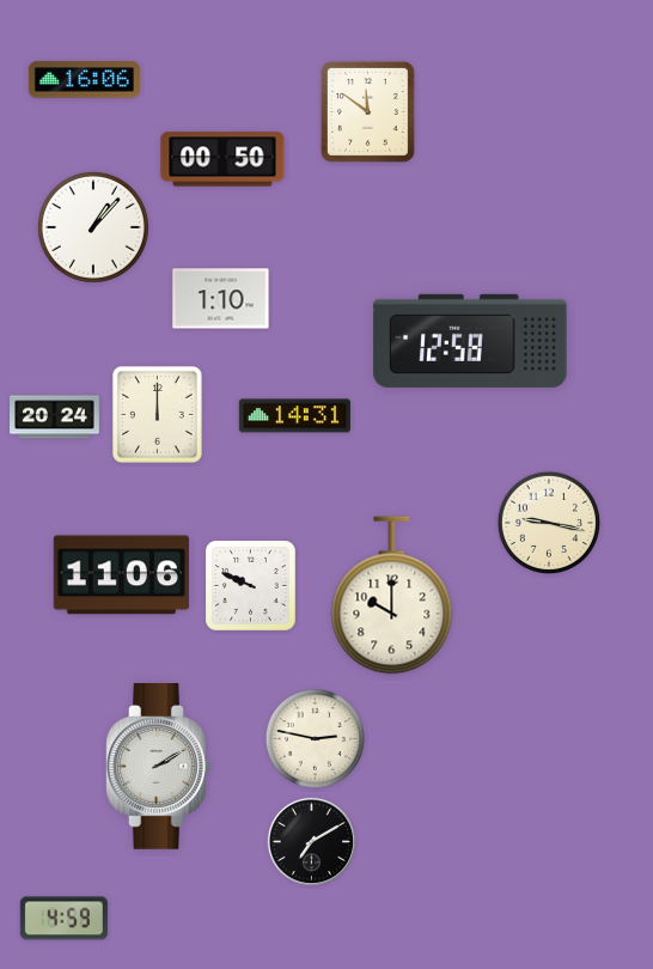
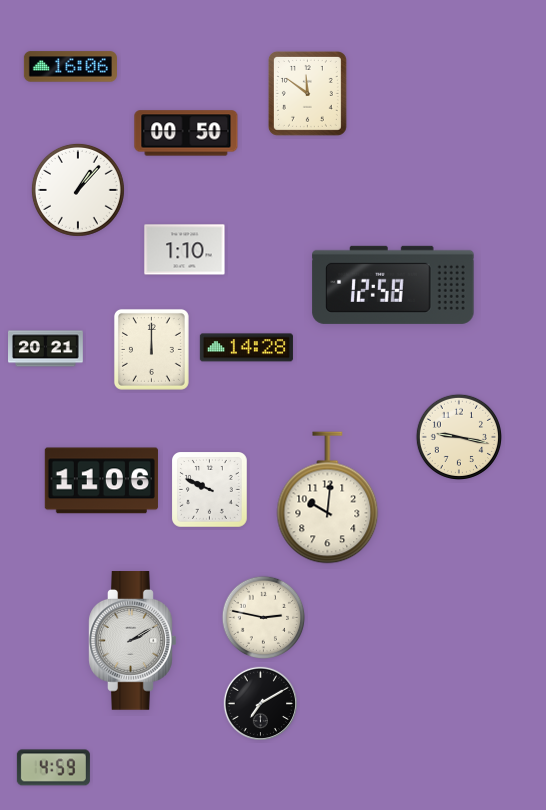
clock at (157, 414) position: (157, 414) -> (151, 349)
clock at (294, 416): 14:31 -> 14:28
clock at (55, 418): 20:24 -> 20:21
clock at (392, 596): 10:00 -> 10:01
